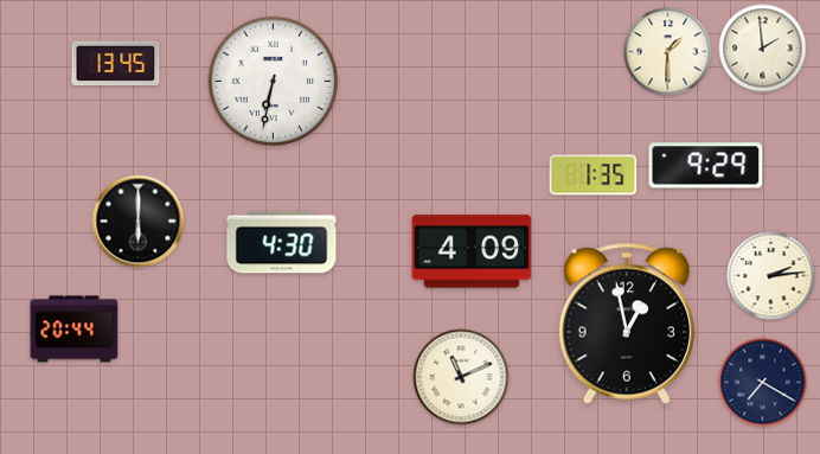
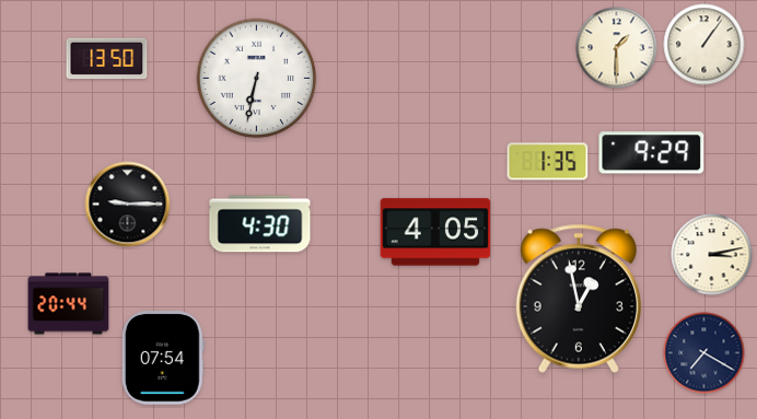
clock at (763, 49): 1:59 -> 1:06
clock at (116, 64): 13:45 -> 13:50
clock at (274, 82) position: (274, 82) -> (257, 79)
clock at (139, 222): 6:00 -> 9:15
clock at (472, 251): 4:09 -> 4:05
clock at (771, 276): 2:14 -> 3:13
clock at (461, 377): 11:11 -> none
clock at (163, 358): none -> 07:54
